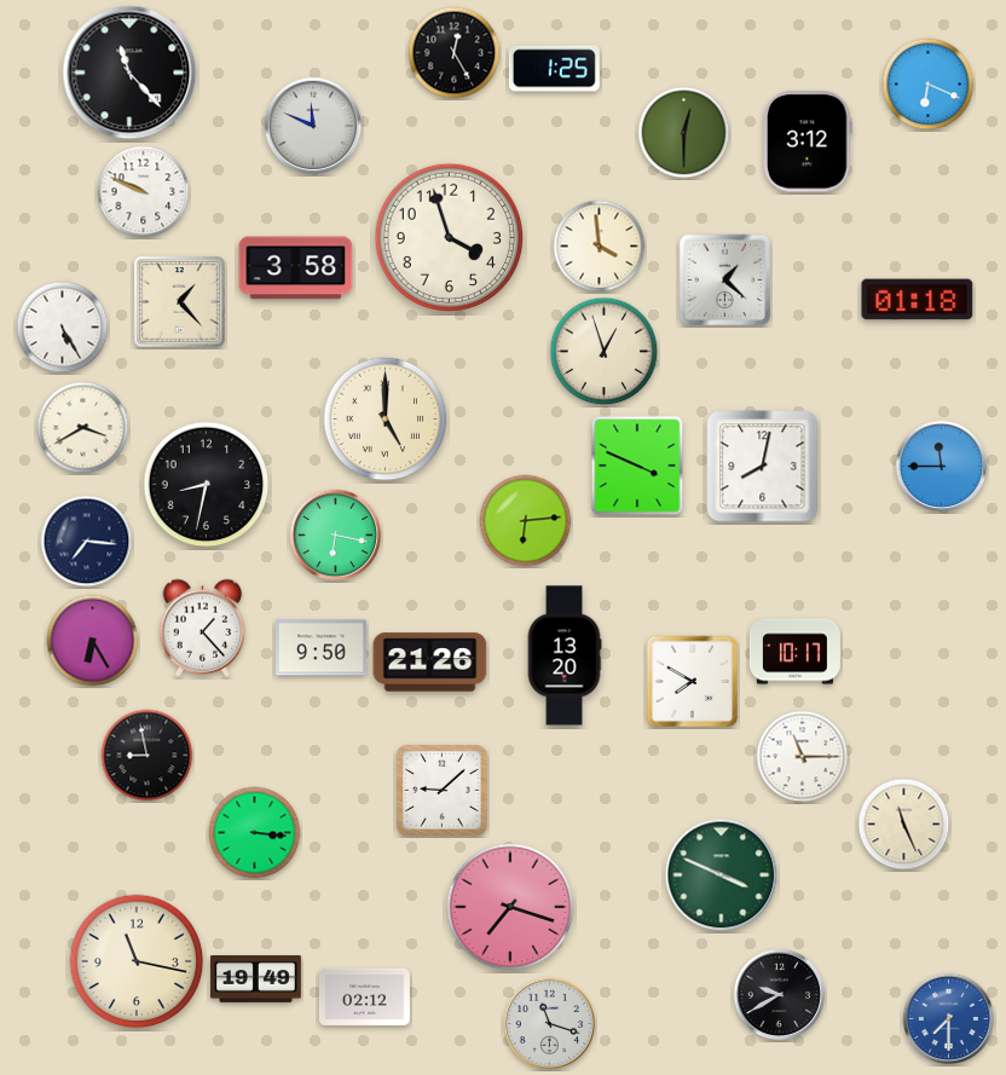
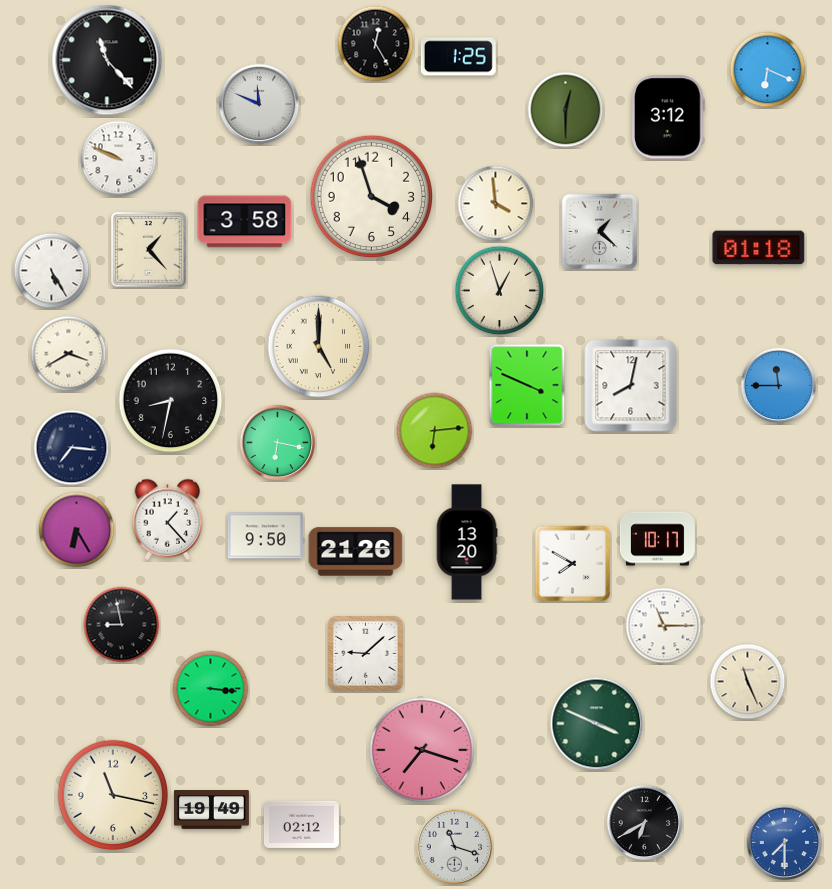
clock at (430, 663) position: (430, 663) -> (356, 552)
clock at (780, 995): 9:40 -> 6:40
